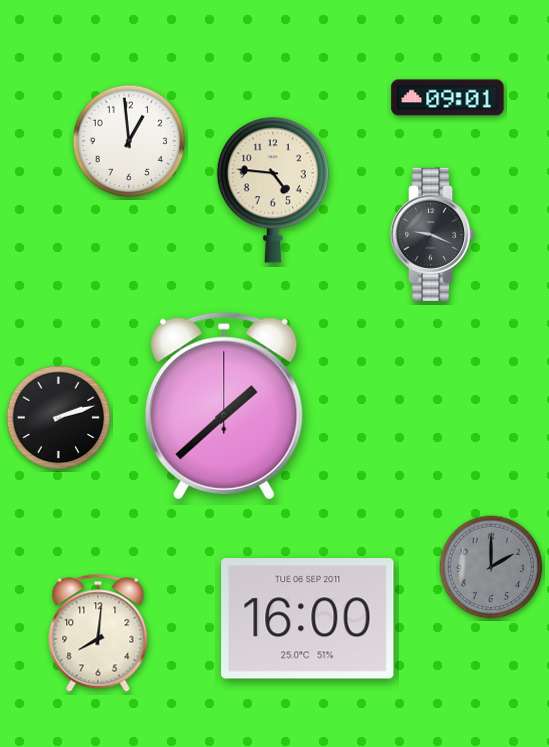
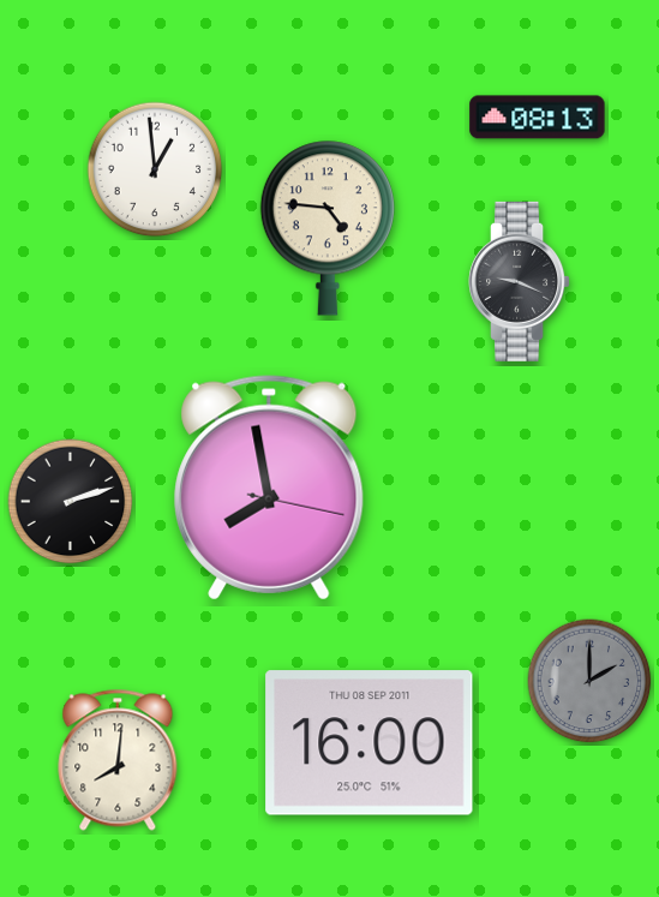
clock at (448, 98): 09:01 -> 08:13
clock at (224, 406): 1:38 -> 7:58
clock at (308, 619) date: TUE 06 SEP 2011 -> THU 08 SEP 2011
